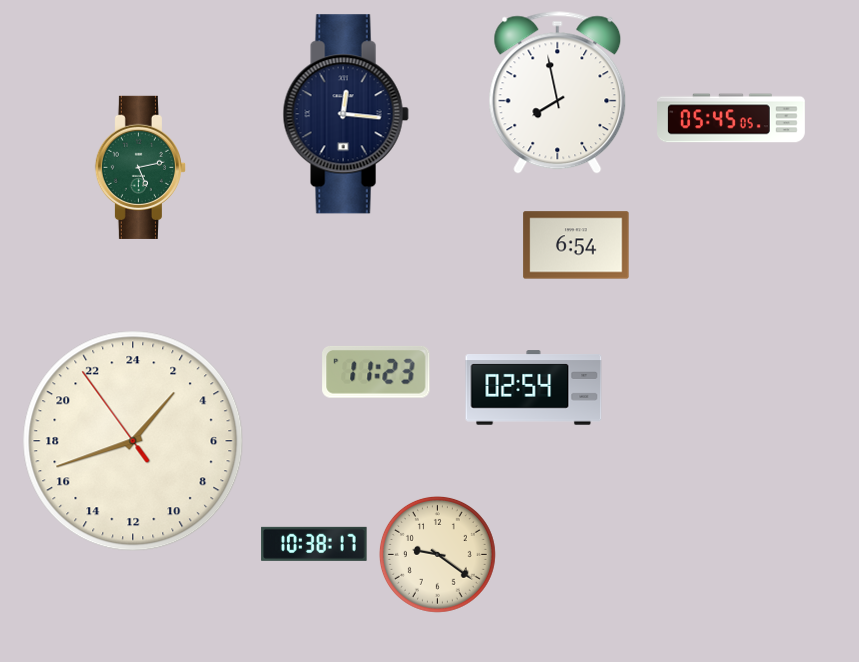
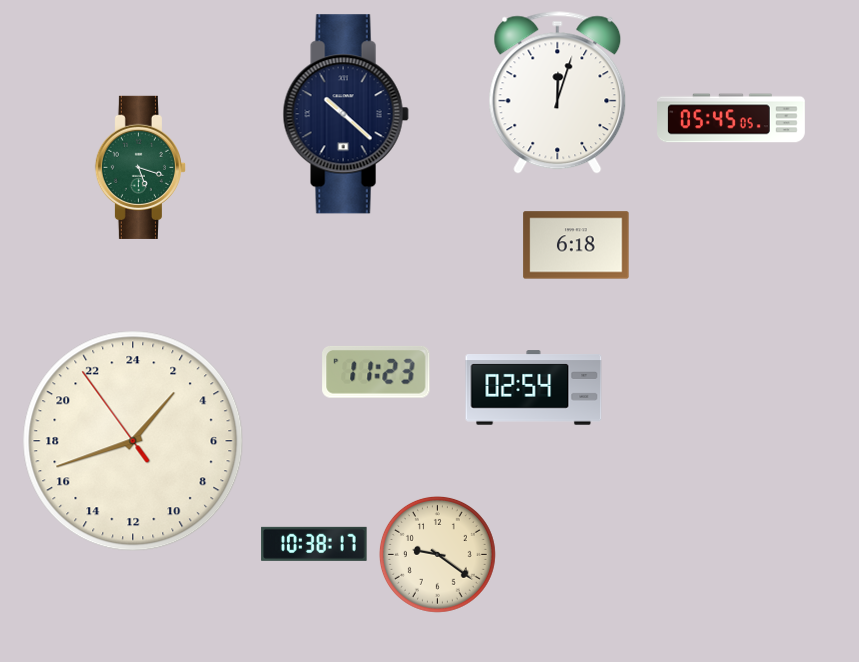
clock at (558, 93): 7:58 -> 12:03
clock at (346, 114): 12:16 -> 10:22
clock at (140, 167): 5:13 -> 5:18
clock at (576, 245): 6:54 -> 6:18
